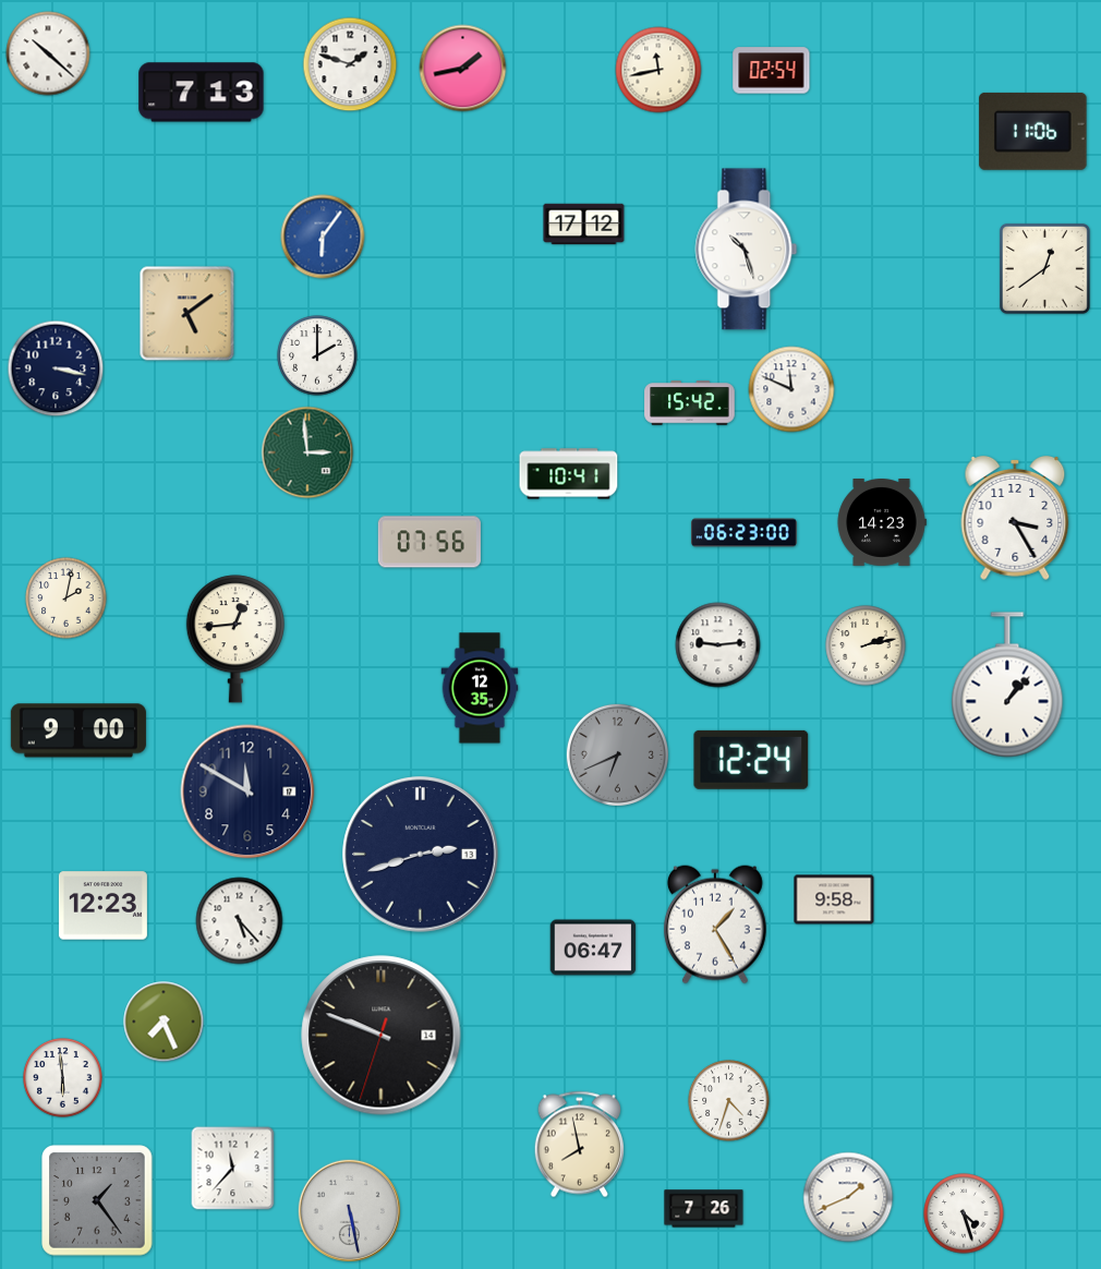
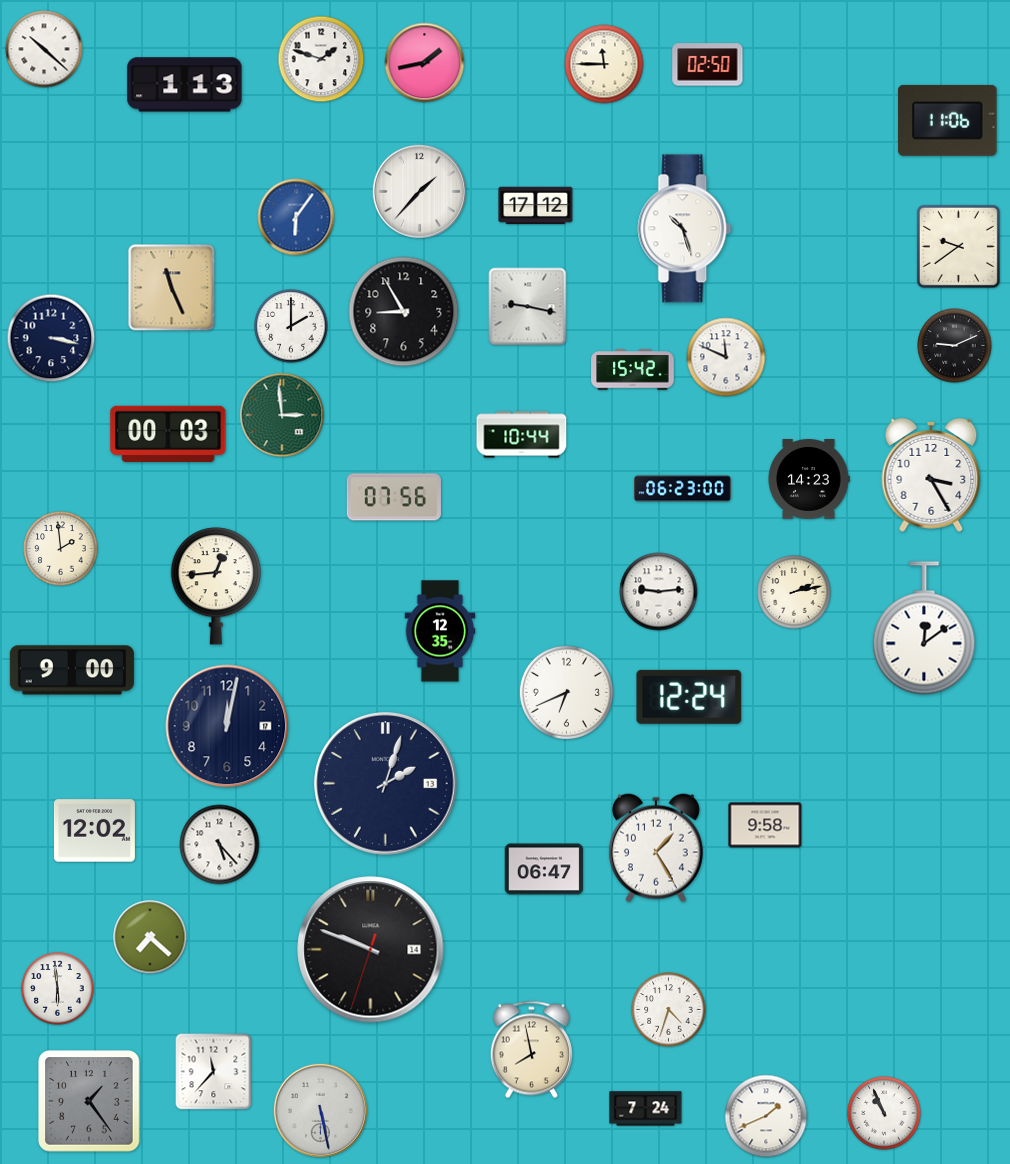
clock at (658, 70): 11:43 -> 11:45
clock at (772, 71): 02:54 -> 02:50
clock at (202, 93): 7:13 -> 1:13
clock at (419, 191): none -> 1:37
clock at (1044, 268): 12:39 -> 9:39
clock at (187, 314): 5:09 -> 11:26
clock at (528, 307): none -> 9:17
clock at (404, 312): none -> 8:55
clock at (955, 346): none -> 9:11
clock at (168, 434): none -> 00:03
clock at (569, 474): 10:41 -> 10:44
clock at (66, 599): 2:02 -> 1:59
clock at (1007, 685): 1:07 -> 12:09
clock at (617, 754) dial: grey -> white
clock at (247, 791): 11:50 -> 12:02
clock at (421, 855): 2:42 -> 2:03
clock at (102, 906): 12:23 -> 12:02
clock at (164, 1022): 7:26 -> 7:22
clock at (382, 1036) position: (382, 1036) -> (371, 950)
clock at (848, 1197) position: (848, 1197) -> (766, 1116)
clock at (704, 1209): 7:26 -> 7:24
clock at (964, 1213): 4:27 -> 10:56
